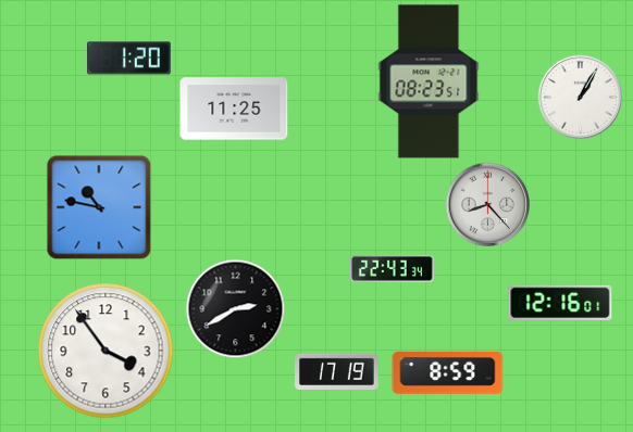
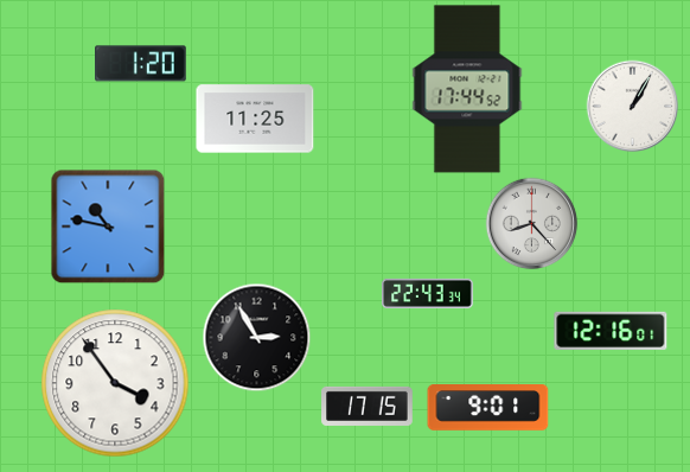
clock at (429, 81): 08:23 -> 17:44
clock at (235, 308): 2:40 -> 2:55
clock at (337, 371): 17:19 -> 17:15
clock at (448, 373): 8:59 -> 9:01
